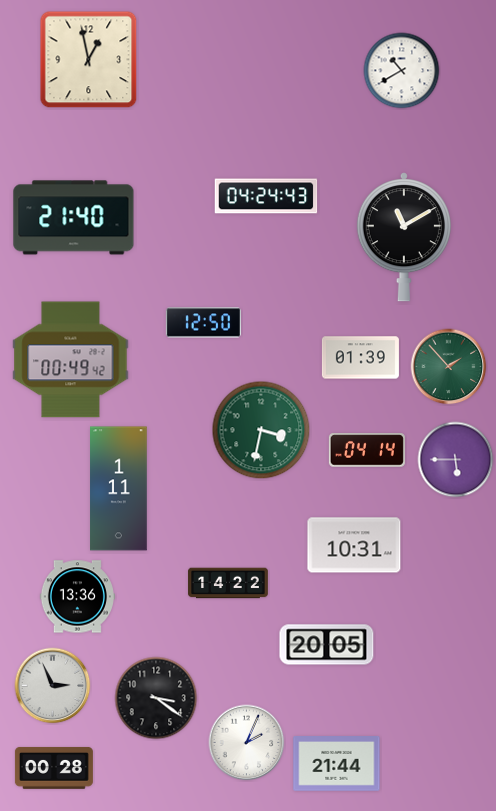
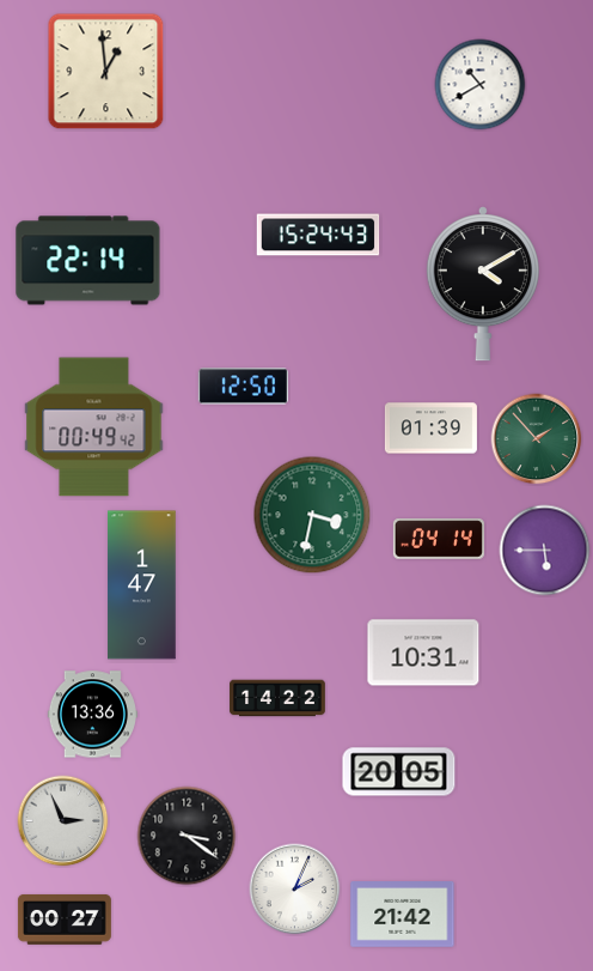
clock at (89, 60): 12:58 -> 12:59
clock at (266, 196): 04:24 -> 15:24
clock at (74, 218): 21:40 -> 22:14
clock at (404, 237): 11:10 -> 4:10
clock at (71, 360) position: (71, 360) -> (94, 427)
clock at (119, 489): 1:11 -> 1:47
clock at (228, 583) position: (228, 583) -> (277, 698)
clock at (327, 645) position: (327, 645) -> (399, 772)
clock at (337, 764): 21:44 -> 21:42
clock at (54, 768): 00:28 -> 00:27
